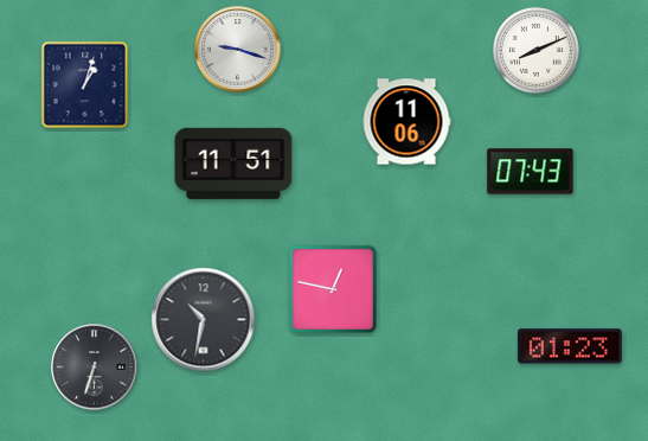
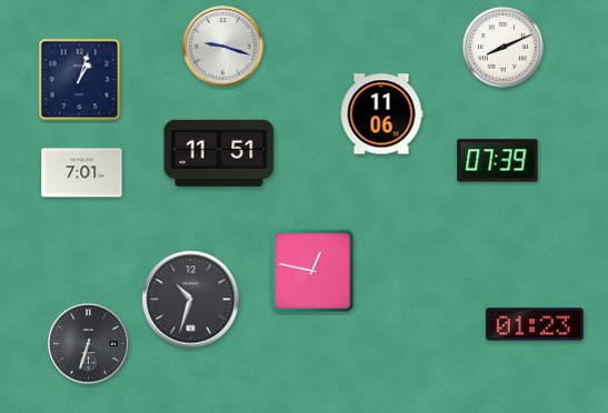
clock at (531, 172): 07:43 -> 07:39
clock at (82, 173): none -> 7:01
clock at (204, 320): 10:32 -> 10:33
